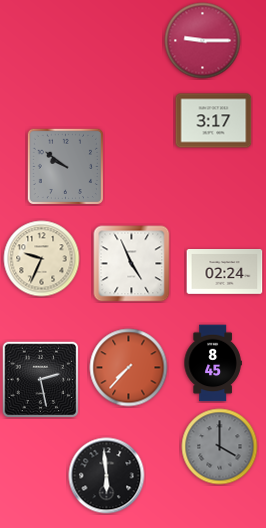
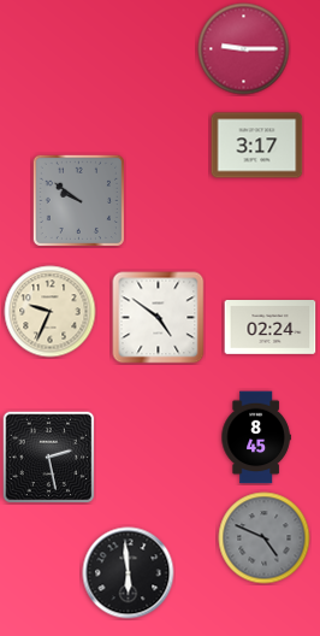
clock at (132, 264): 4:56 -> 4:51
clock at (129, 368): 7:37 -> none
clock at (220, 447): 4:00 -> 4:49
